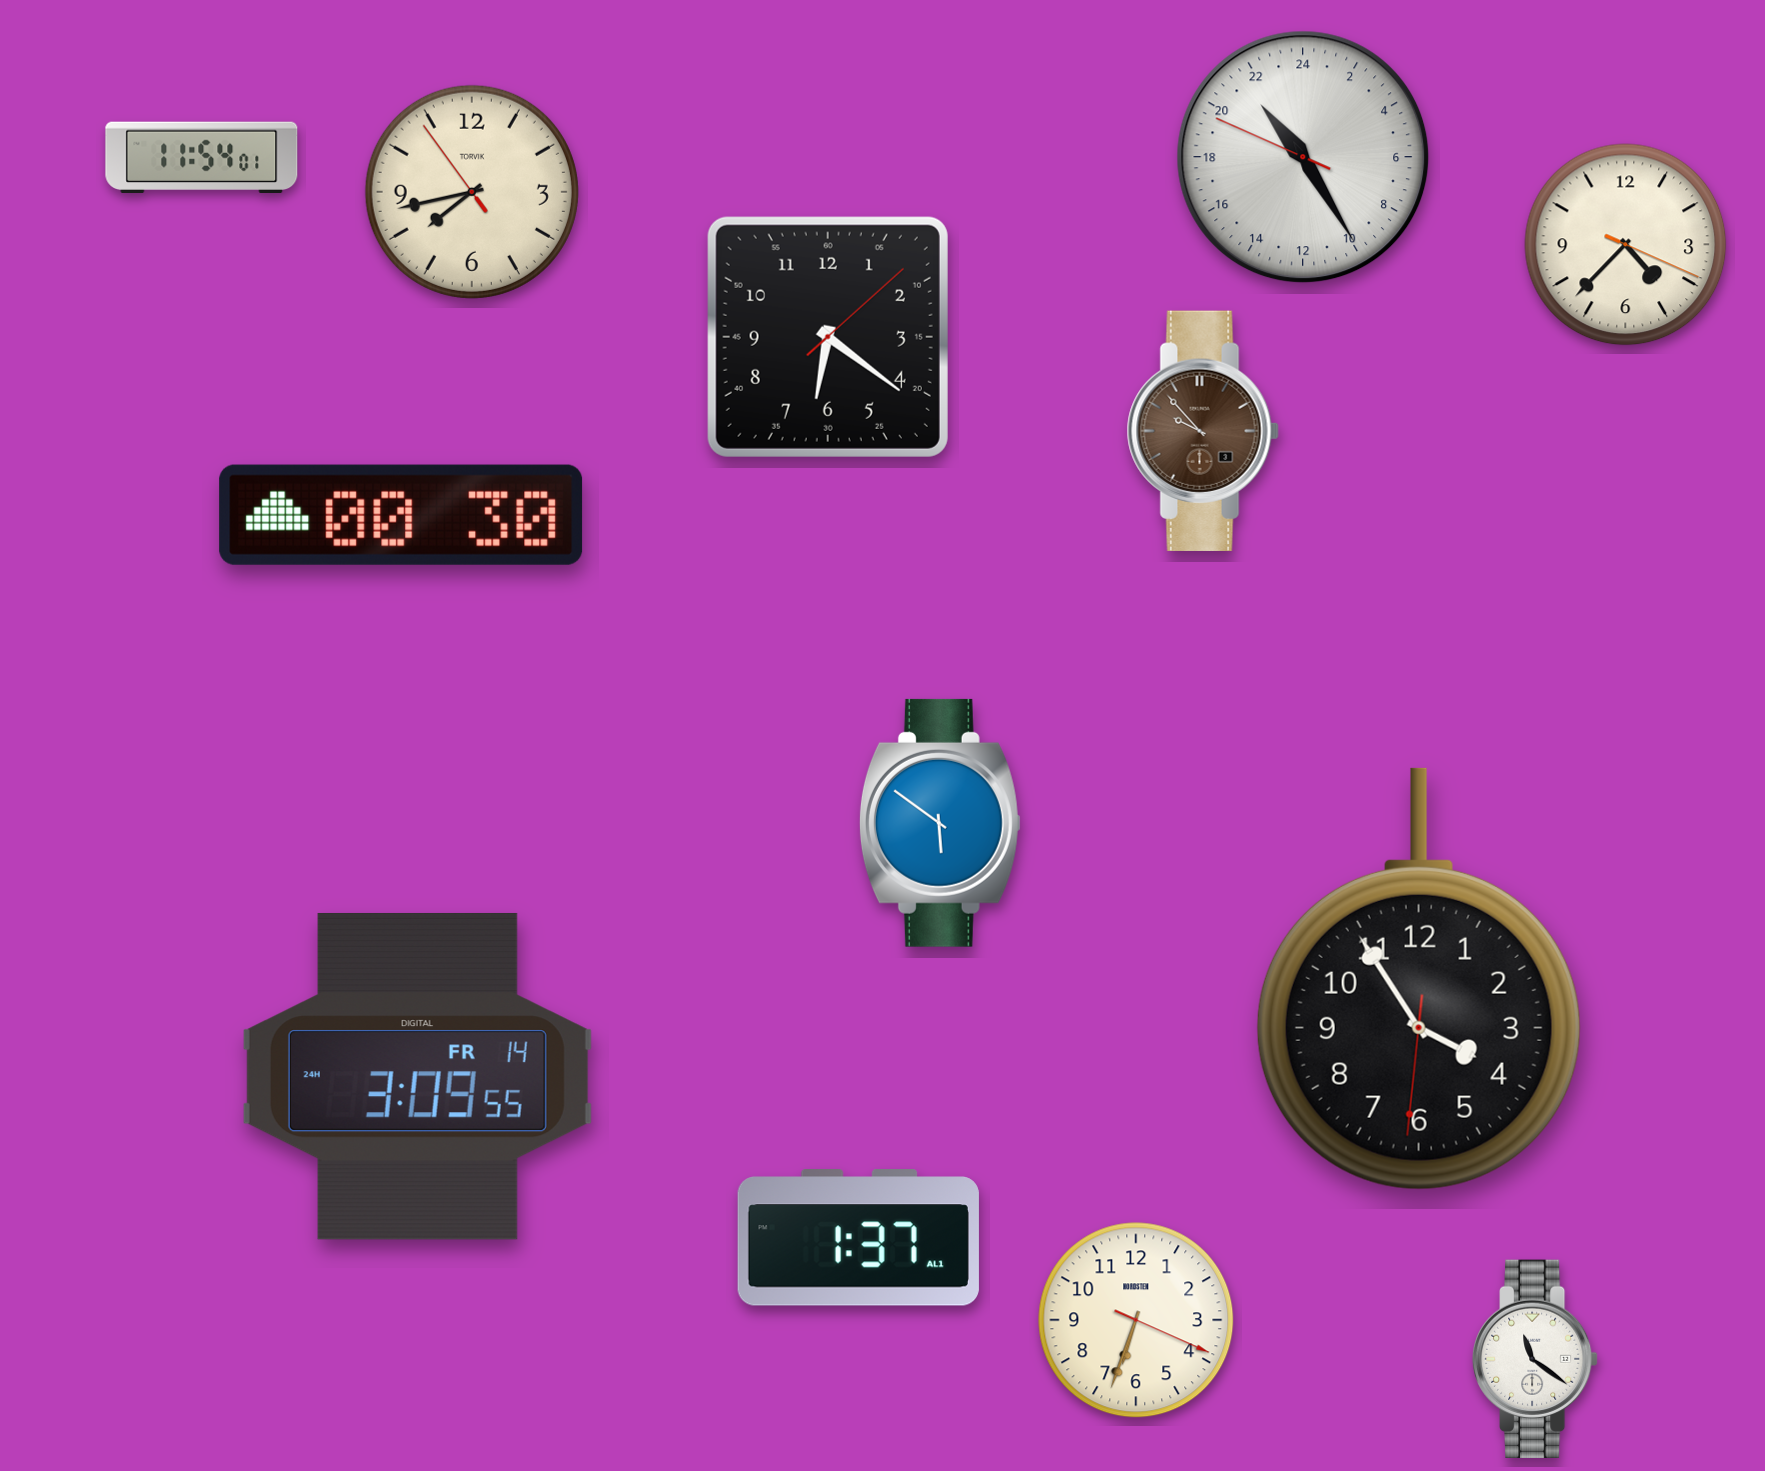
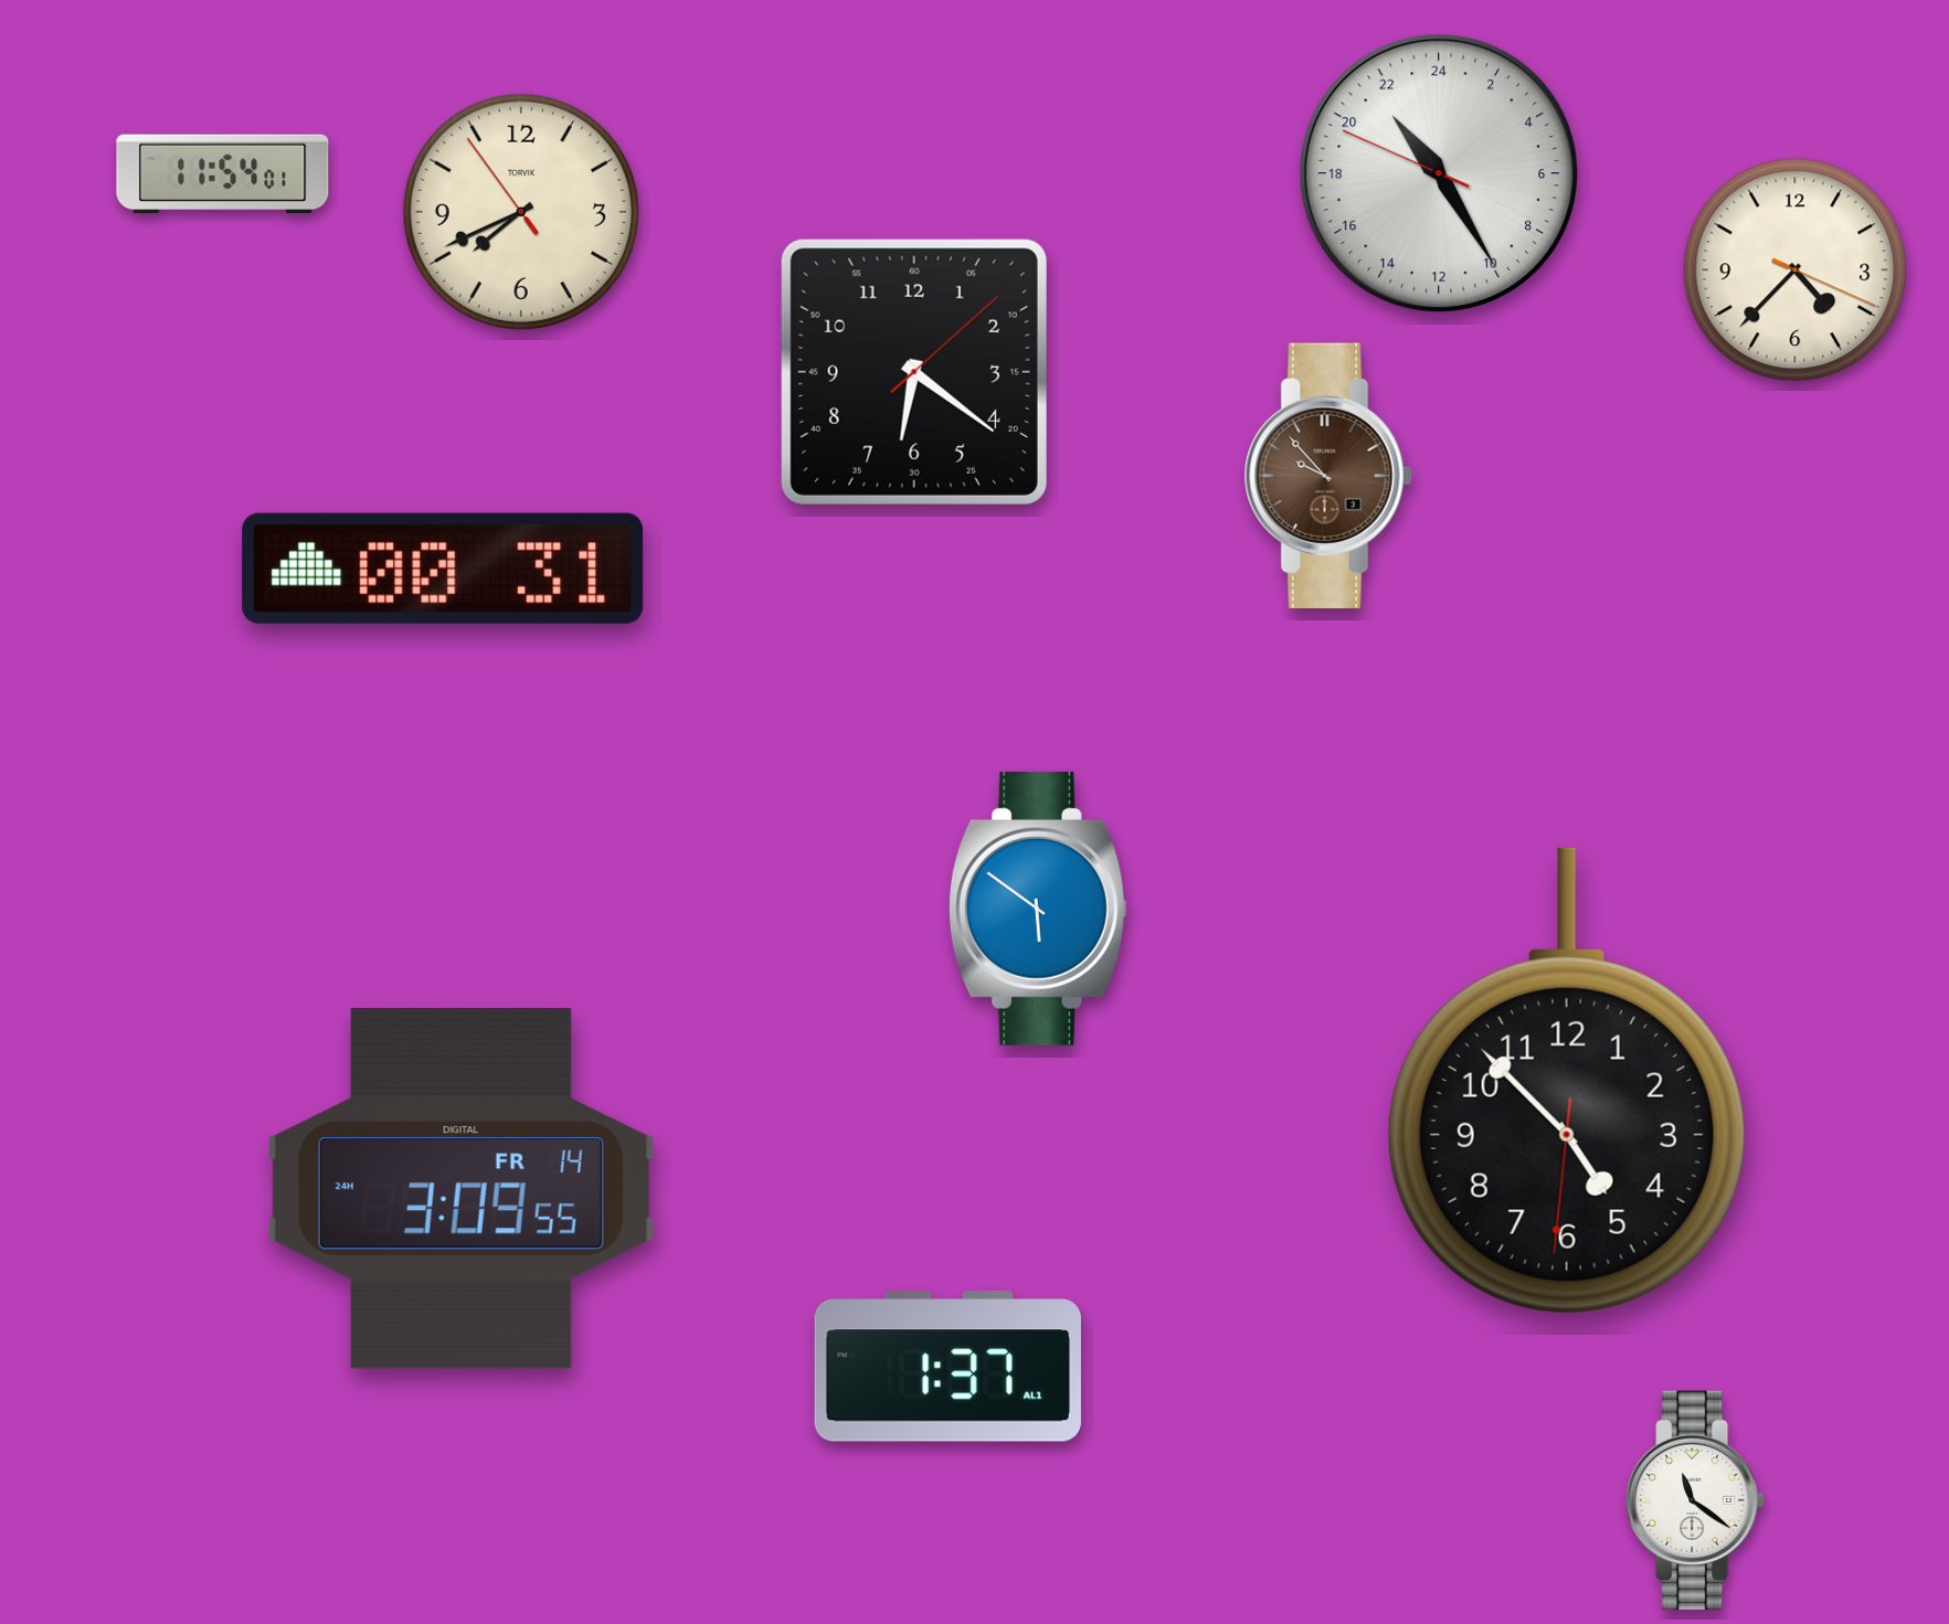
clock at (472, 192): 7:42 -> 7:40
clock at (401, 515): 00:30 -> 00:31
clock at (1419, 979): 3:54 -> 4:52
clock at (1136, 1320): 6:33 -> none
